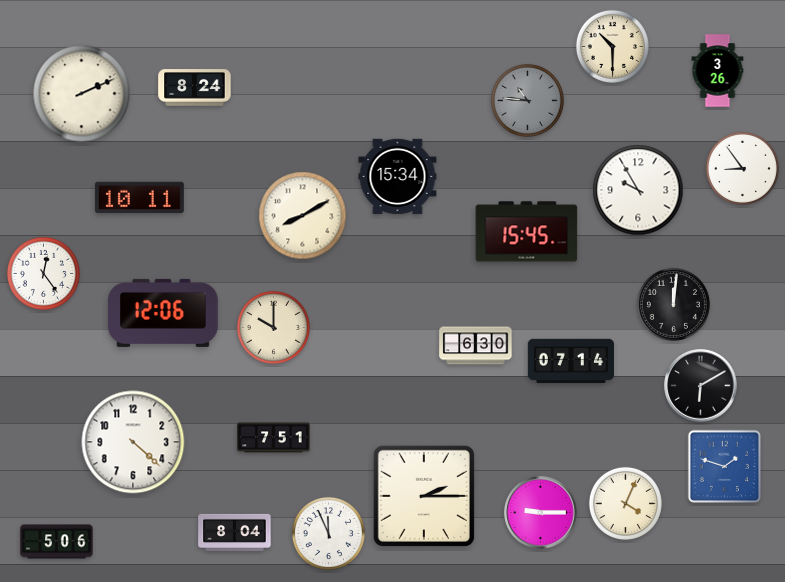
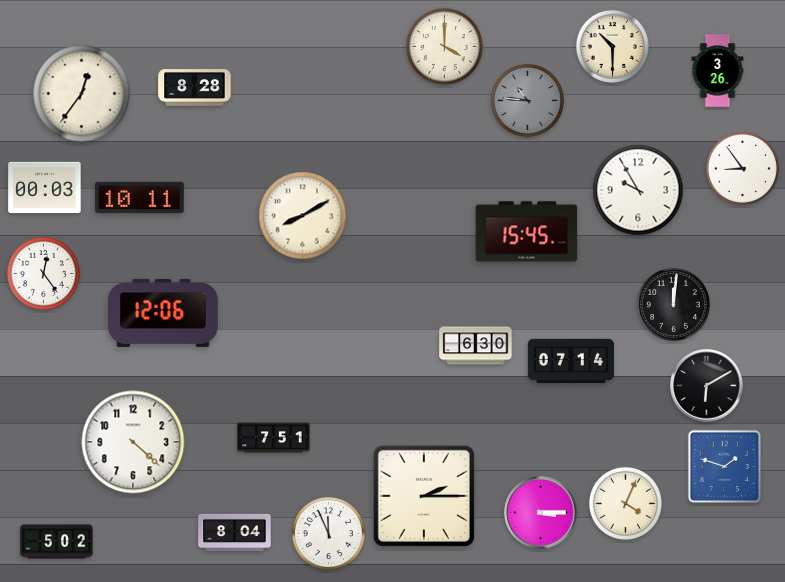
clock at (444, 46): none -> 4:00
clock at (195, 88): 8:24 -> 8:28
clock at (82, 94): 2:11 -> 12:36
clock at (398, 177): 15:34 -> none
clock at (45, 188): none -> 00:03
clock at (273, 327): 10:00 -> none
clock at (701, 386) position: (701, 386) -> (707, 386)
clock at (541, 513): 9:15 -> 3:15
clock at (57, 542): 5:06 -> 5:02
